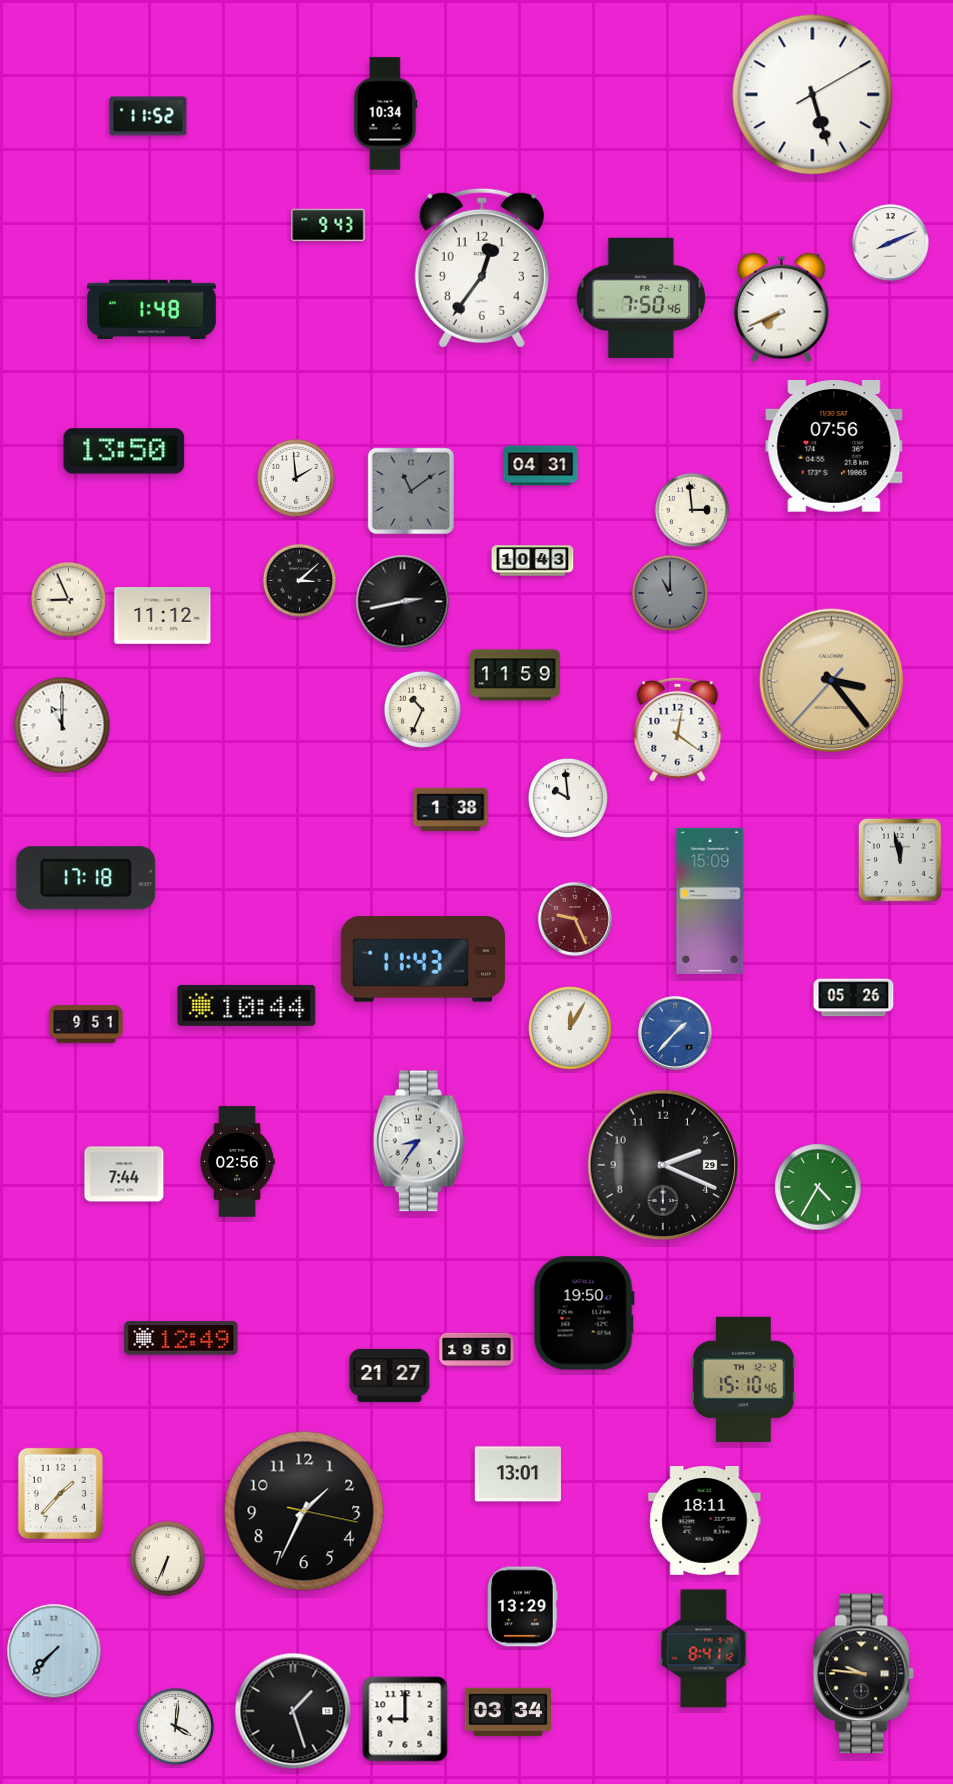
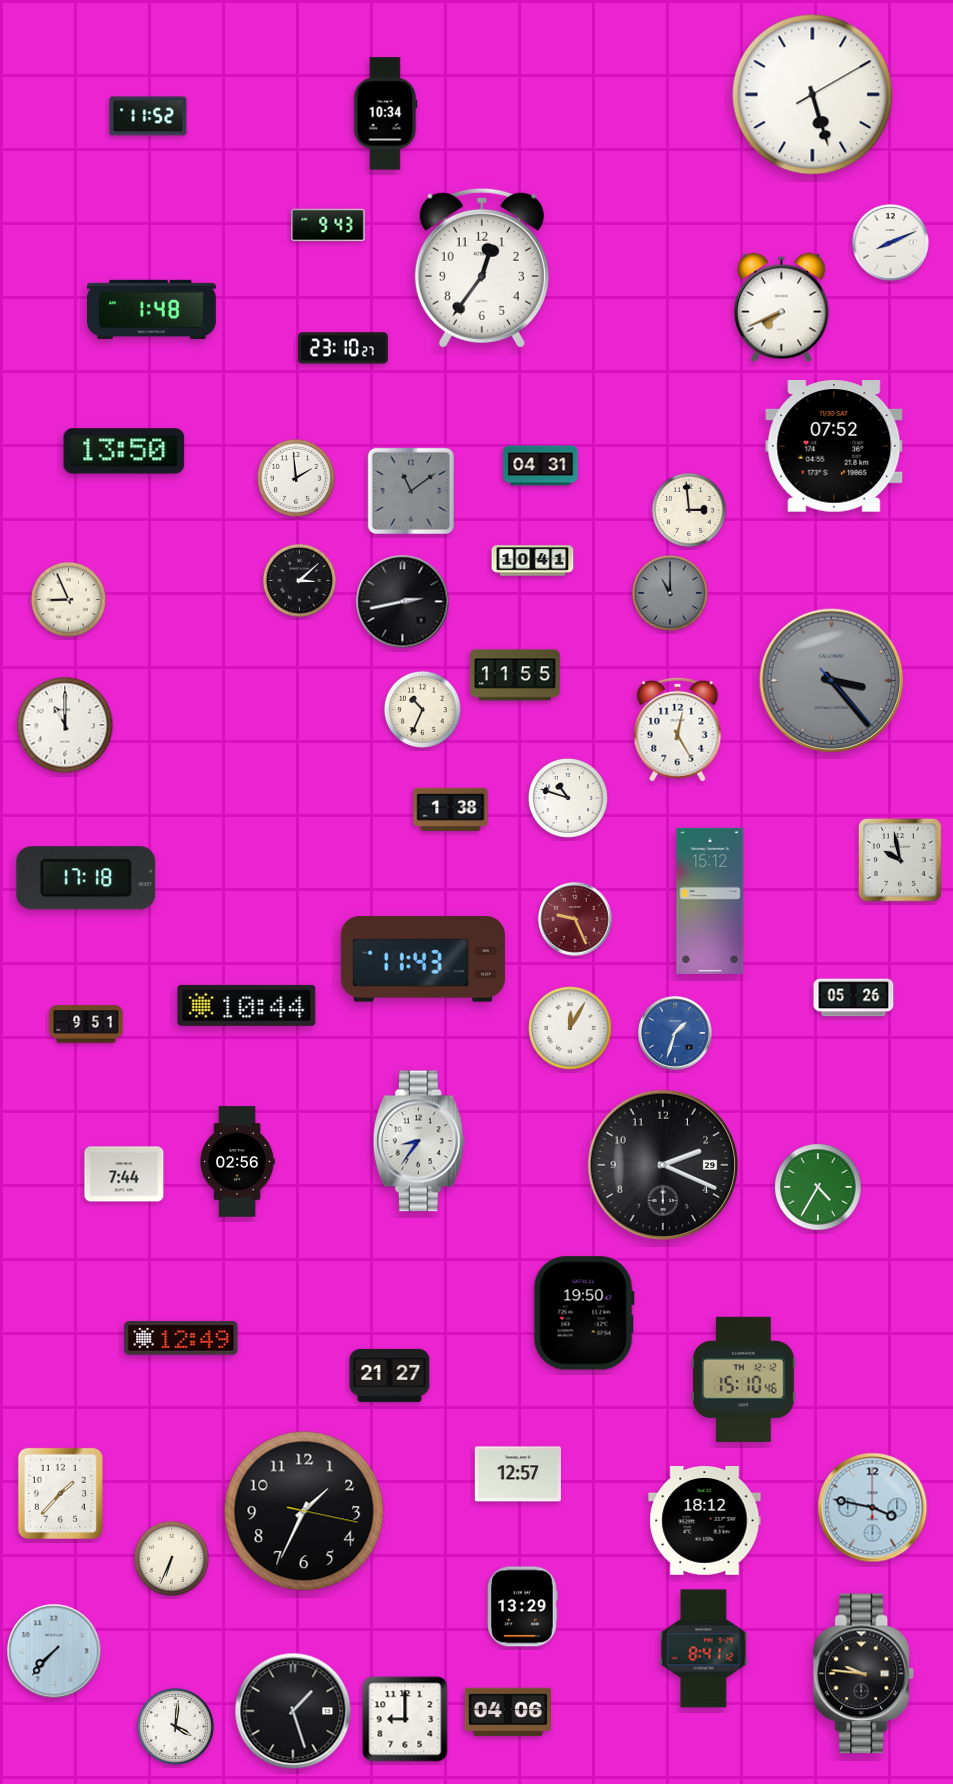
clock at (640, 297): 7:50 -> none
clock at (344, 348): none -> 23:10
clock at (834, 447): 07:56 -> 07:52
clock at (692, 510) position: (692, 510) -> (689, 510)
clock at (533, 561): 10:43 -> 10:41
clock at (163, 616): 11:12 -> none
clock at (516, 675): 11:59 -> 11:55
clock at (832, 681): 3:23:37 -> 3:23:23
clock at (832, 681) dial: champagne -> grey
clock at (62, 725) position: (62, 725) -> (65, 725)
clock at (678, 729): 12:21 -> 12:25
clock at (569, 799): 9:59 -> 10:48
clock at (900, 860): 11:58 -> 9:58
clock at (710, 901): 15:09 -> 15:12
clock at (675, 1033): 1:37 -> 1:33
clock at (477, 1350): 19:50 -> none
clock at (518, 1474): 13:01 -> 12:57
clock at (873, 1508): none -> 3:47
clock at (705, 1521): 18:11 -> 18:12
clock at (167, 1558) position: (167, 1558) -> (171, 1558)
clock at (508, 1712): 03:34 -> 04:06
